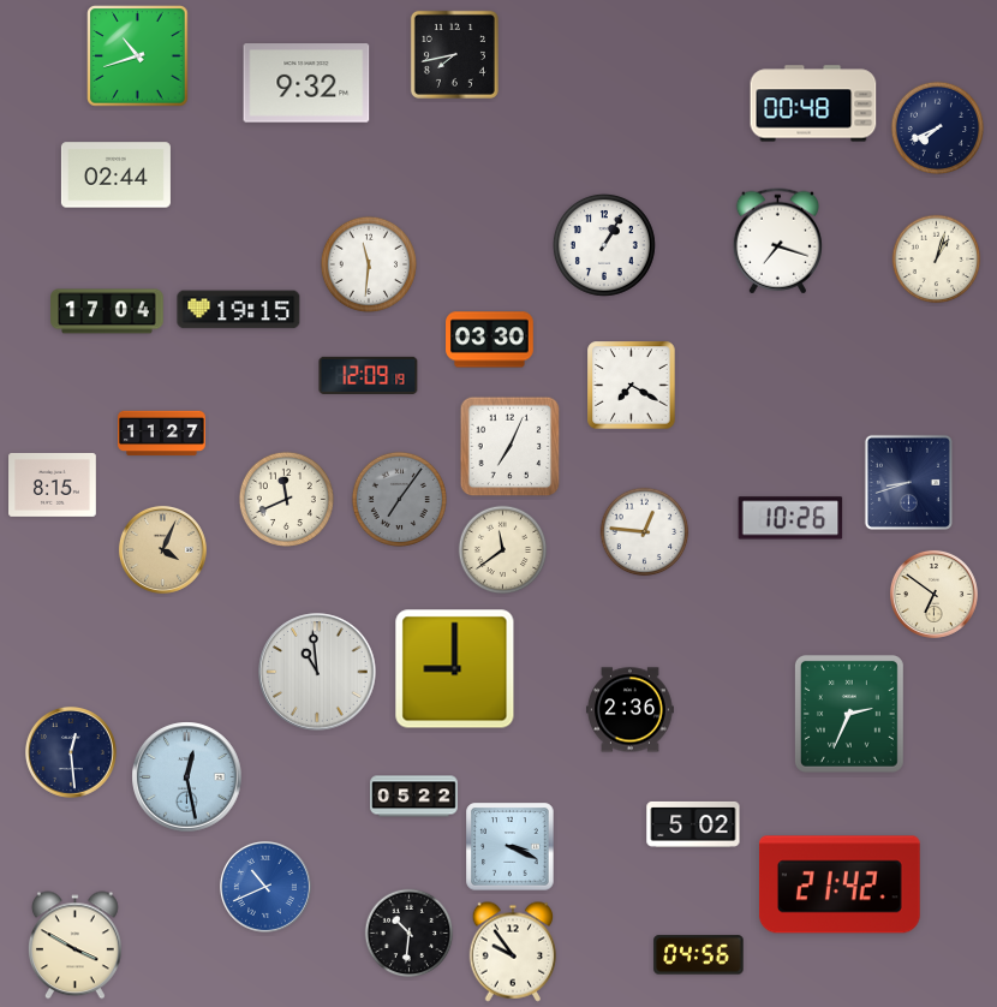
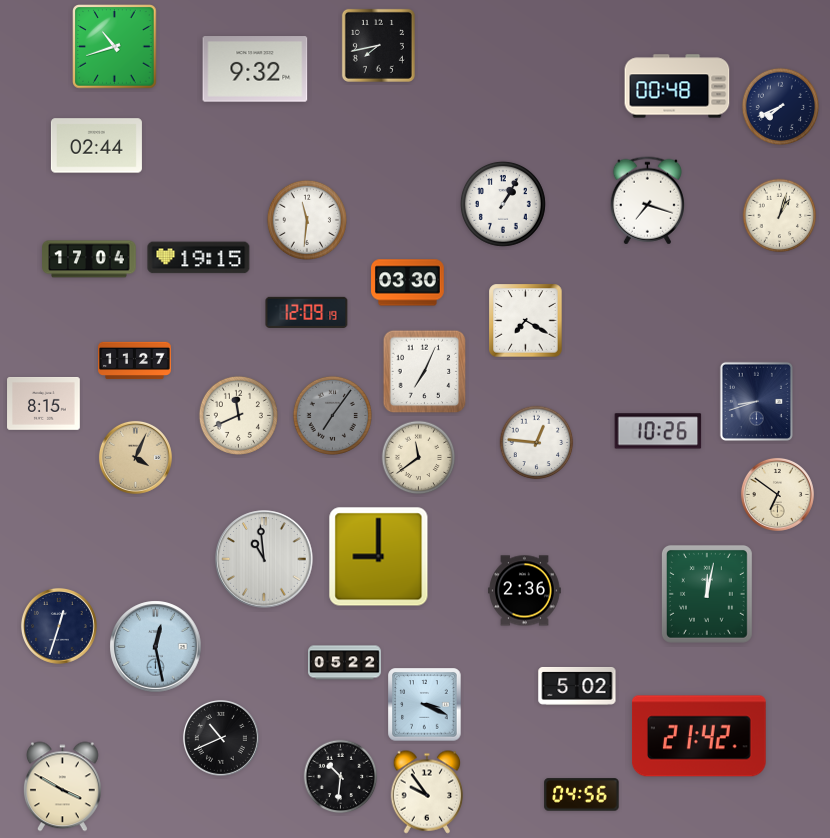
clock at (849, 714): 2:34 -> 12:02
clock at (71, 752): 12:29 -> 12:33
clock at (265, 887) dial: blue -> black
